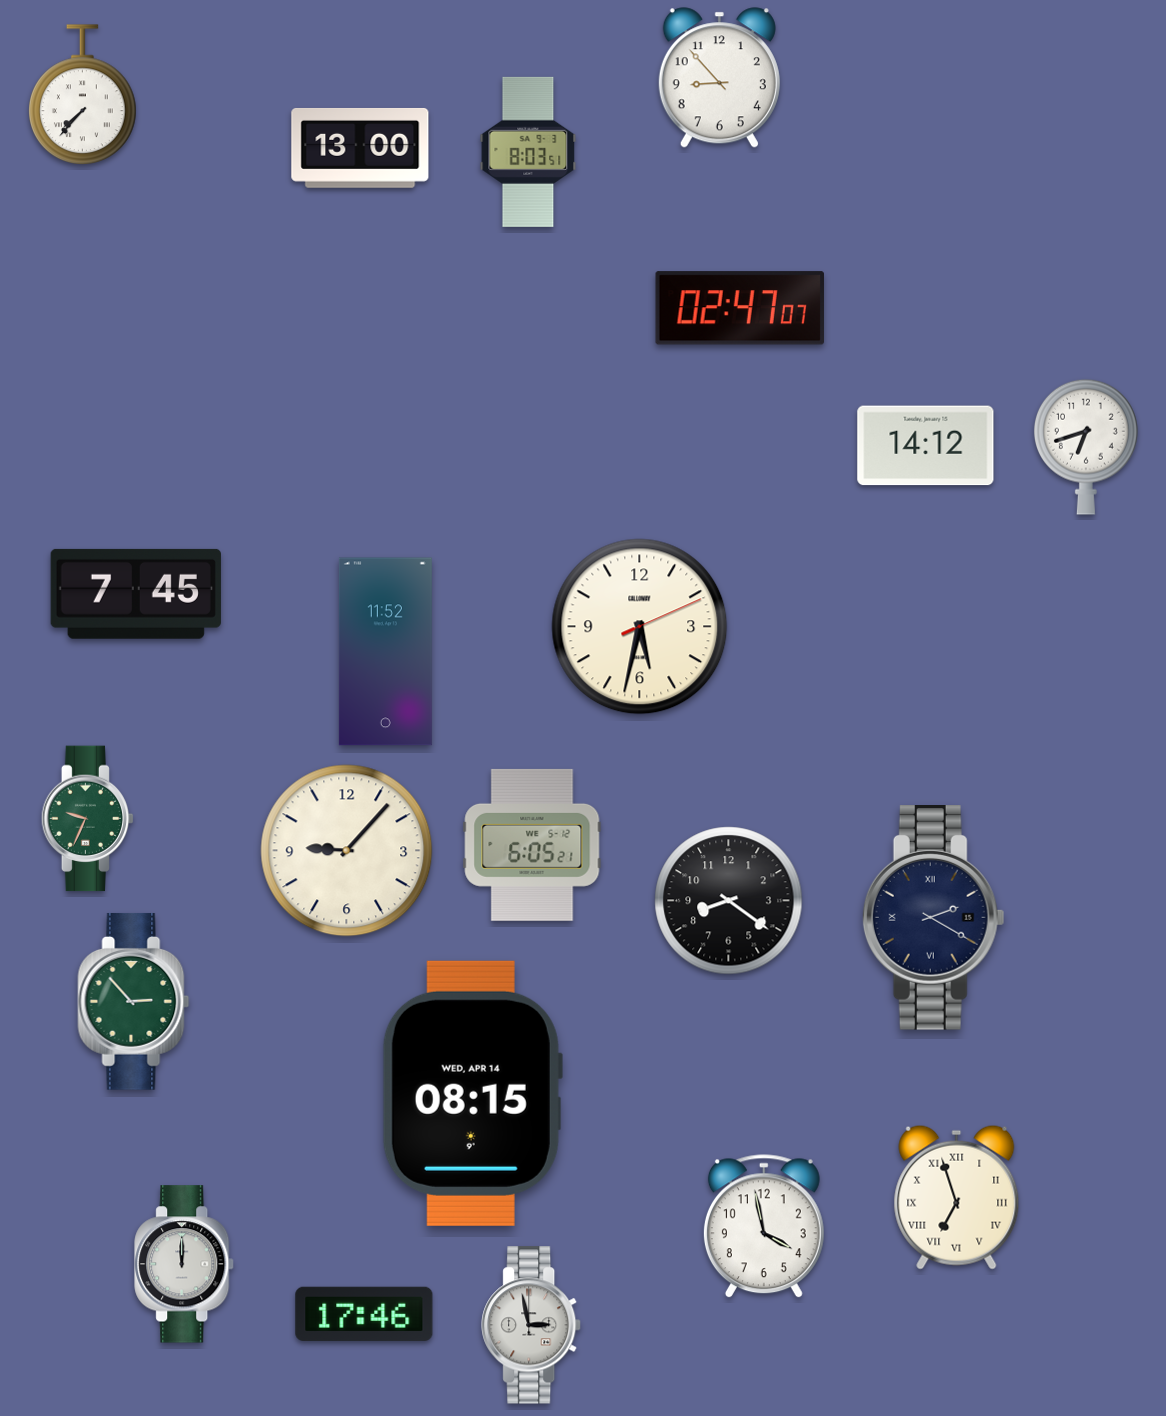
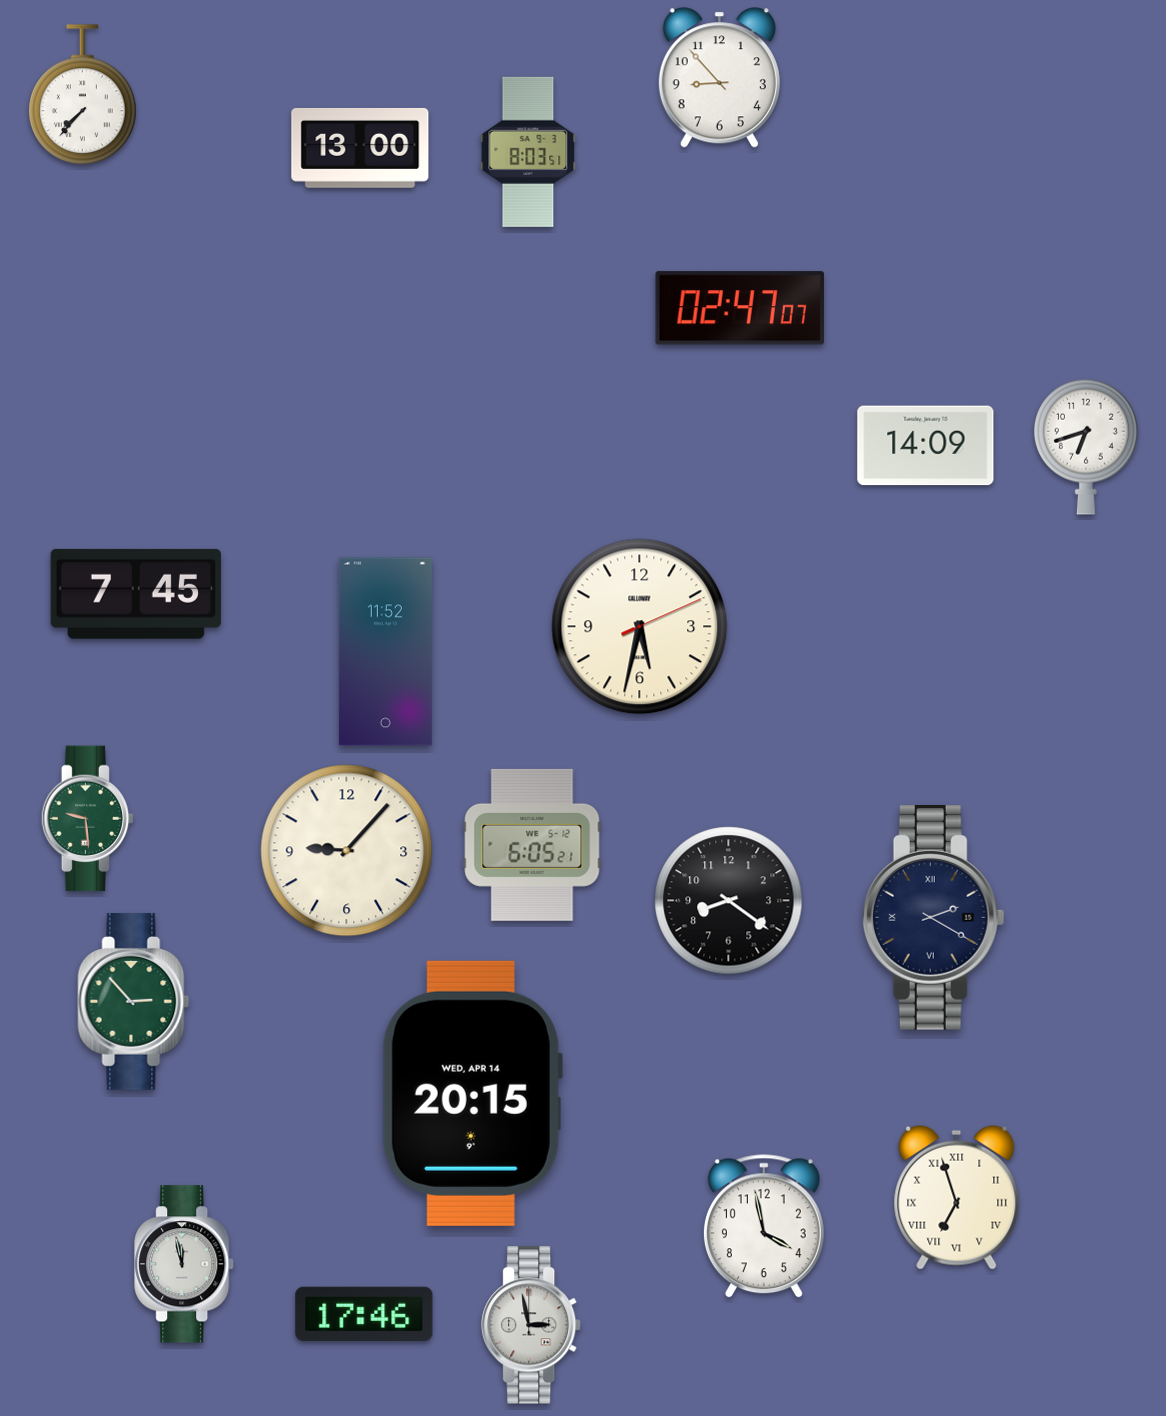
clock at (926, 446): 14:12 -> 14:09
clock at (88, 819): 9:34 -> 9:29
clock at (472, 1093): 08:15 -> 20:15
clock at (185, 1264): 12:00 -> 11:58
